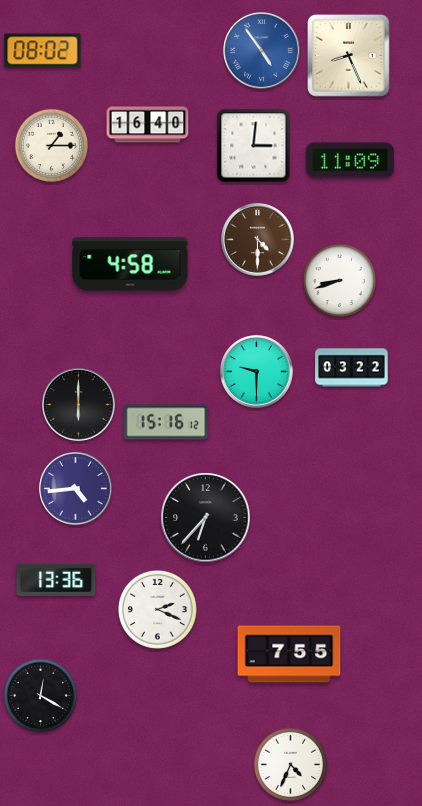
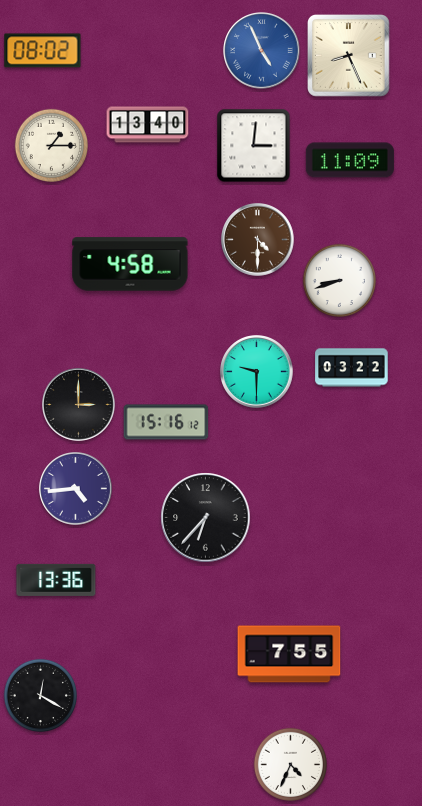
clock at (262, 51): 4:54 -> 4:56
clock at (148, 125): 16:40 -> 13:40
clock at (79, 405): 6:00 -> 3:00
clock at (157, 609): 2:19 -> none
